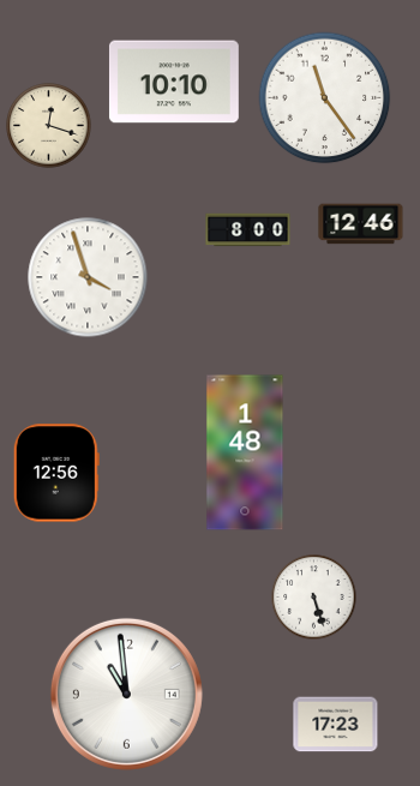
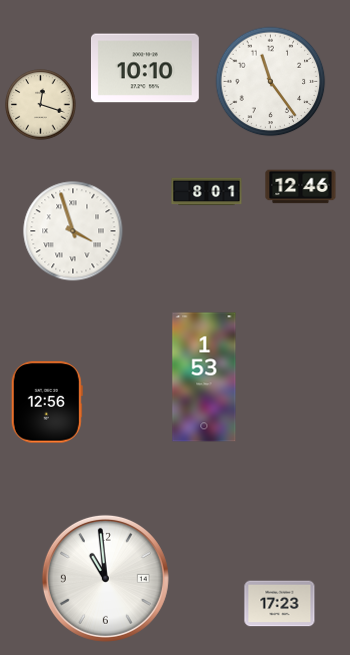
clock at (248, 230): 8:00 -> 8:01
clock at (245, 452): 1:48 -> 1:53
clock at (56, 473) position: (56, 473) -> (47, 402)
clock at (314, 598): 5:27 -> none
